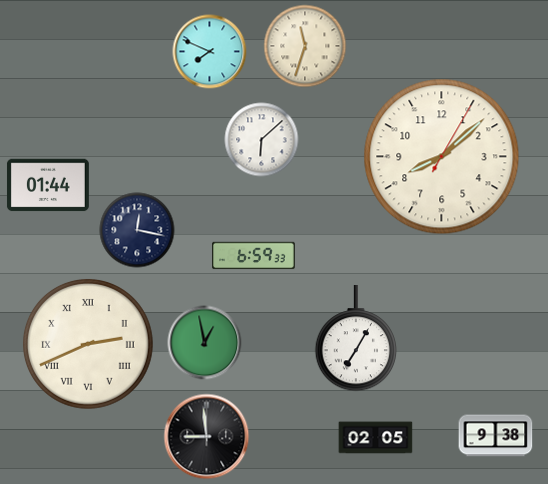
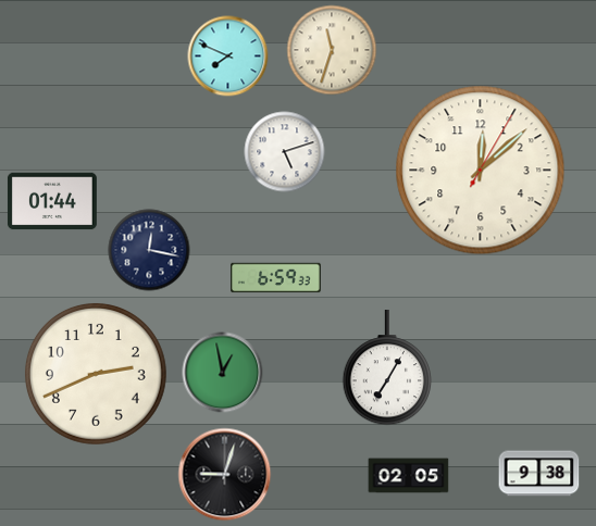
clock at (262, 140): 6:08 -> 5:12
clock at (442, 157): 8:08 -> 12:08
clock at (88, 344) numerals: Roman -> Arabic
clock at (207, 437): 8:59 -> 9:03
